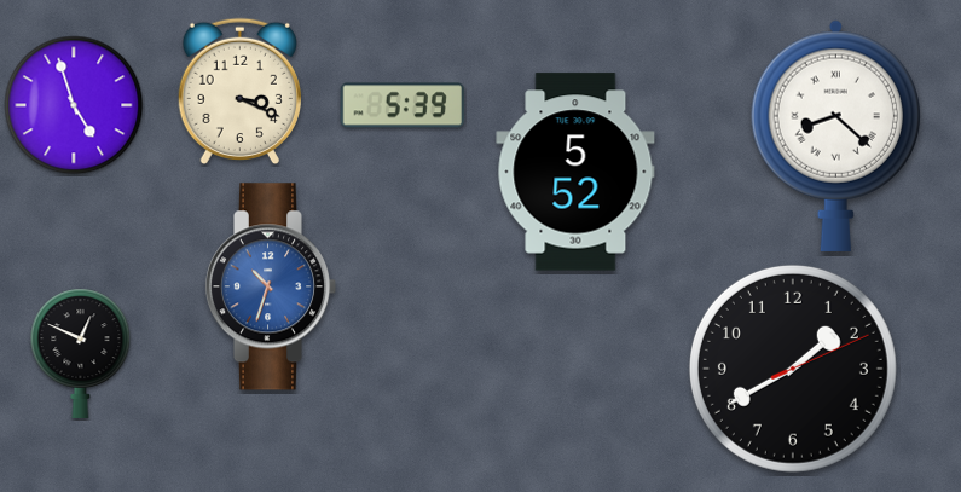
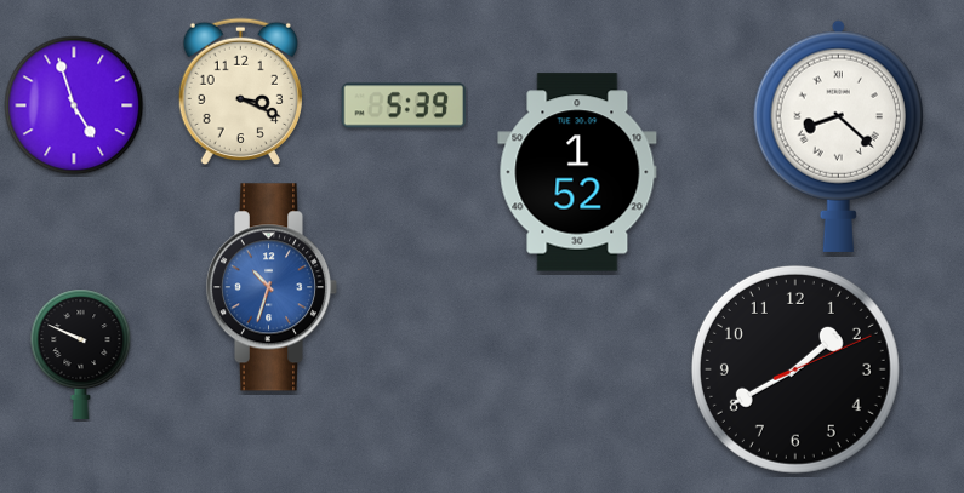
clock at (575, 172): 5:52 -> 1:52
clock at (81, 353): 12:49 -> 9:49
